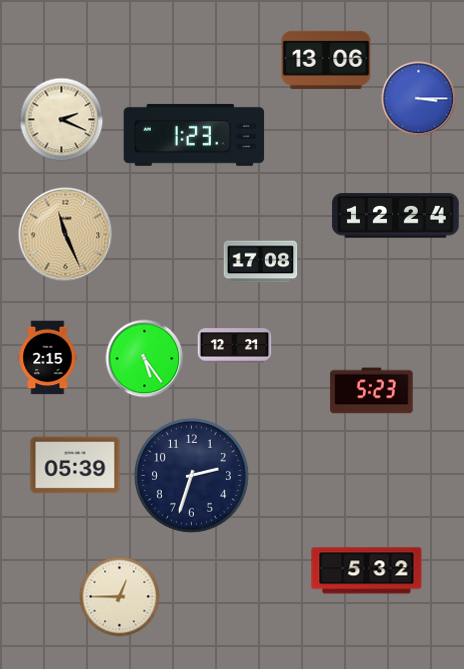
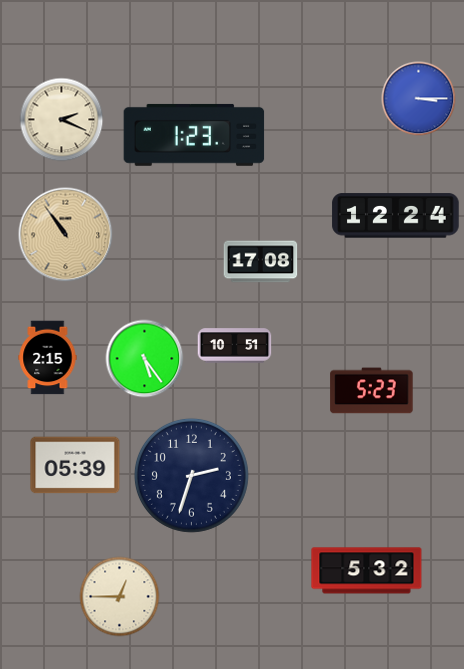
clock at (326, 60): 13:06 -> none
clock at (66, 235): 11:26 -> 10:54
clock at (235, 346): 12:21 -> 10:51
